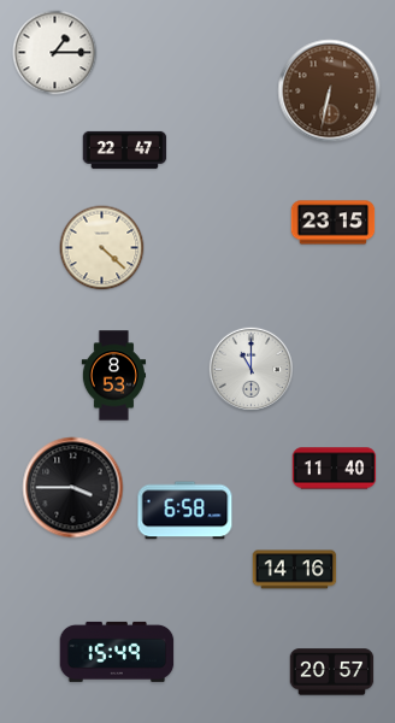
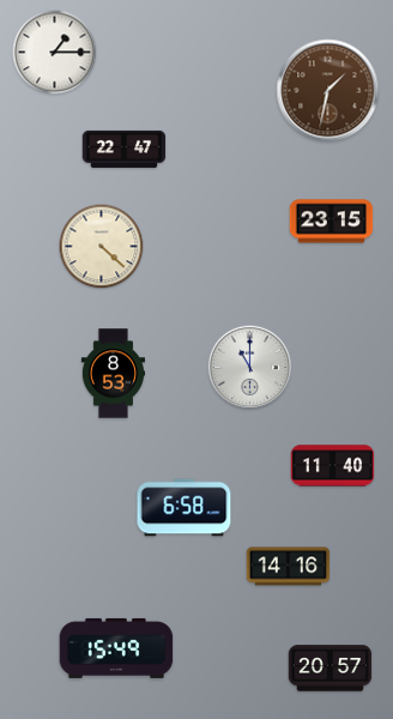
clock at (330, 92): 6:32 -> 1:32
clock at (73, 488): 3:45 -> none
clock at (295, 570) position: (295, 570) -> (289, 567)
